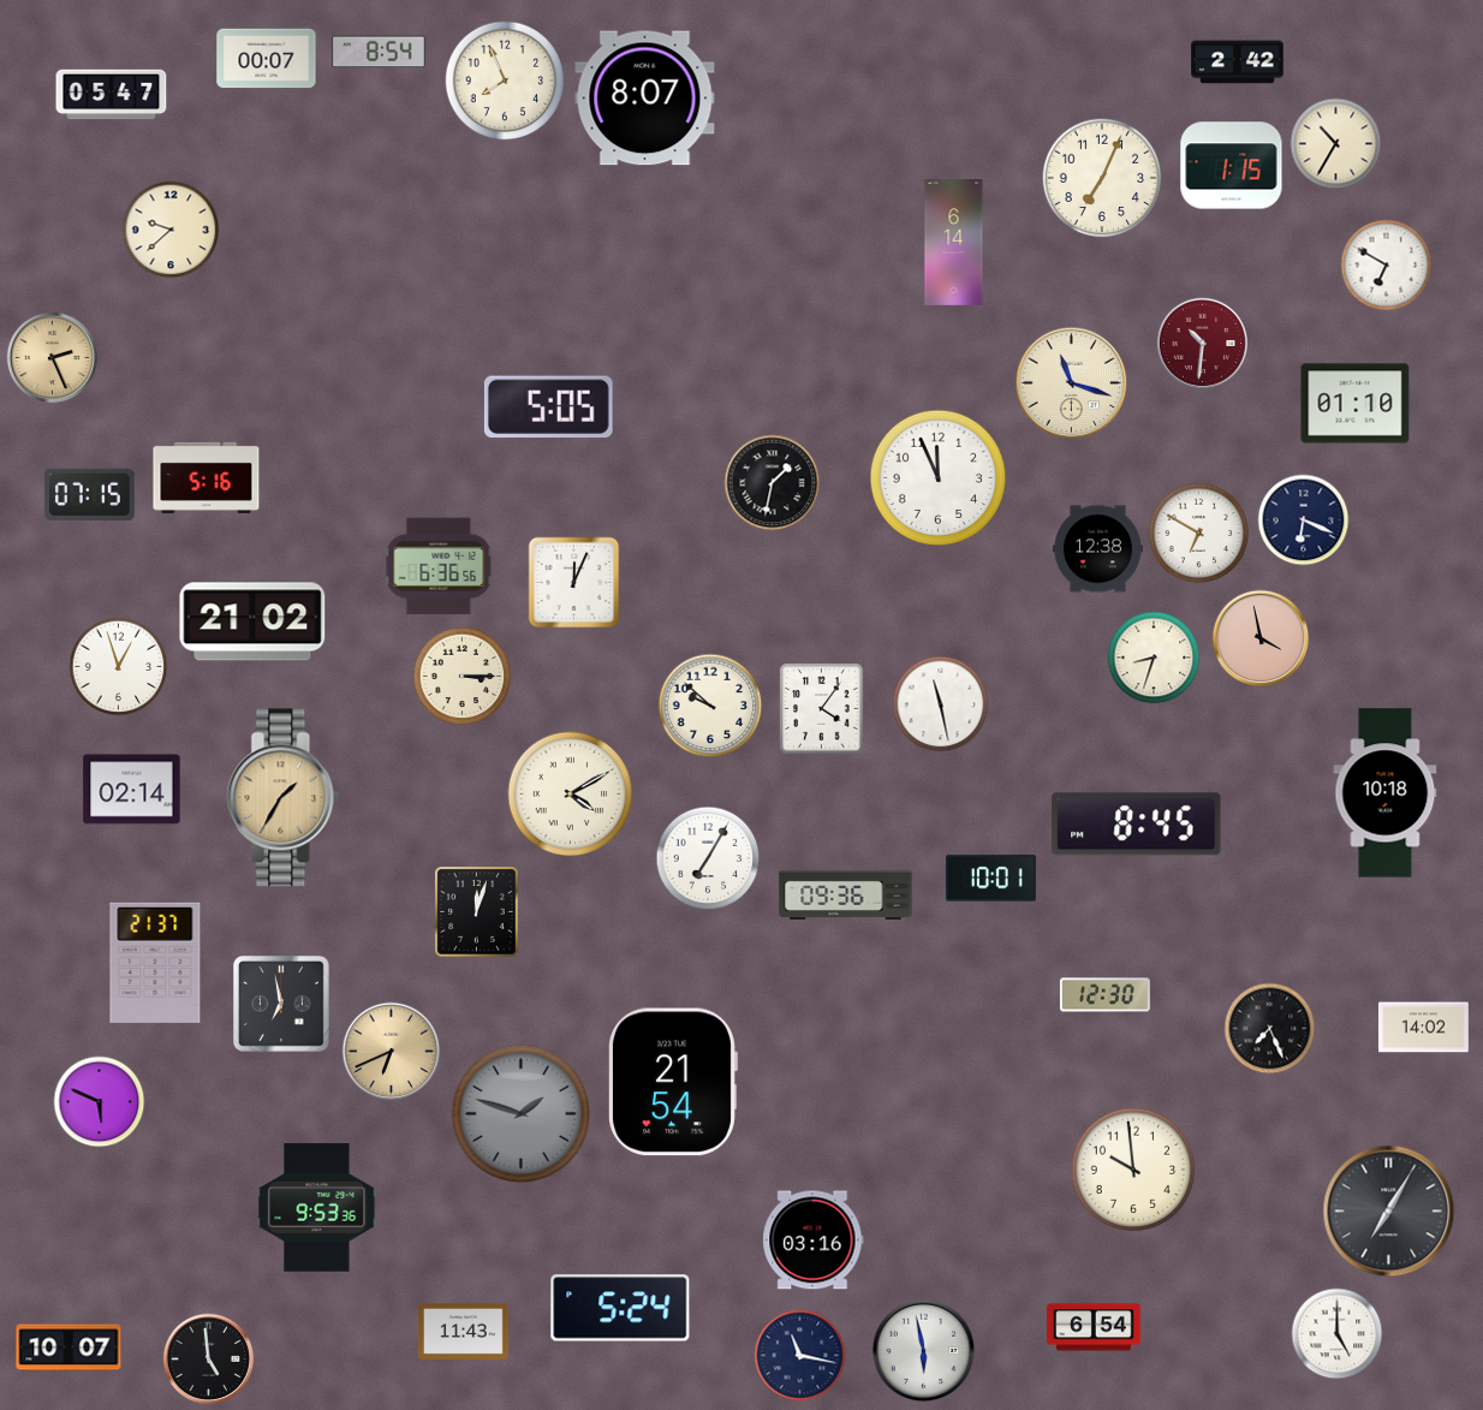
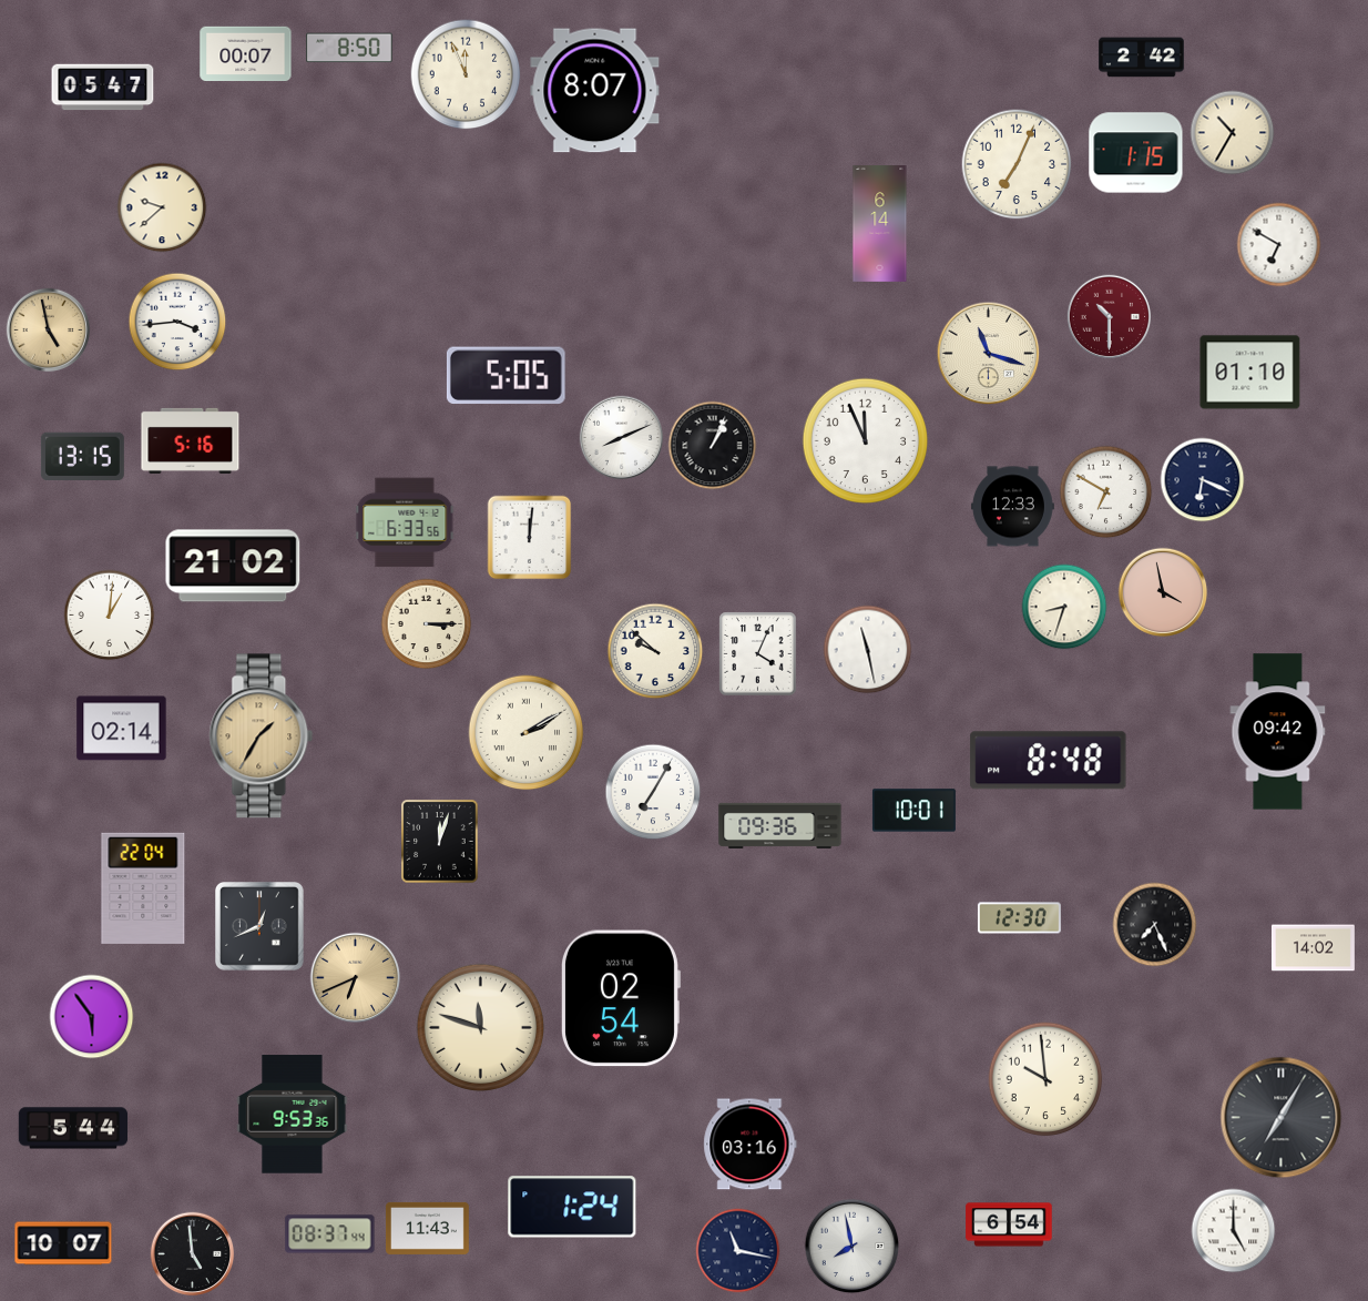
clock at (379, 52): 8:54 -> 8:50
clock at (505, 81): 7:56 -> 11:56
clock at (171, 230) position: (171, 230) -> (162, 207)
clock at (1203, 344): 10:31 -> 10:30
clock at (177, 322): none -> 3:44
clock at (53, 358): 2:26 -> 4:58
clock at (622, 438): none -> 8:11
clock at (773, 483): 1:32 -> 1:04
clock at (89, 495): 07:15 -> 13:15
clock at (1097, 549): 12:38 -> 12:33
clock at (439, 566): 6:36 -> 6:33
clock at (574, 583): 12:04 -> 12:01
clock at (252, 621) position: (252, 621) -> (233, 566)
clock at (1261, 638) position: (1261, 638) -> (1163, 592)
clock at (119, 667): 12:57 -> 1:01
clock at (822, 709): 4:06 -> 4:04
clock at (1386, 793): 10:18 -> 09:42
clock at (571, 795): 4:10 -> 2:10
clock at (1137, 825): 8:45 -> 8:48
clock at (155, 963): 21:37 -> 22:04
clock at (282, 1005): 6:58 -> 12:41
clock at (1270, 1029) position: (1270, 1029) -> (1155, 925)
clock at (392, 1052) position: (392, 1052) -> (356, 978)
clock at (672, 1082): 21:54 -> 02:54
clock at (100, 1102): 5:49 -> 5:54
clock at (522, 1114): 1:48 -> 11:48
clock at (522, 1114) dial: grey -> cream
clock at (73, 1128): none -> 5:44
clock at (620, 1308): 5:24 -> 1:24
clock at (330, 1234): none -> 08:37
clock at (924, 1351): 5:58 -> 7:58
